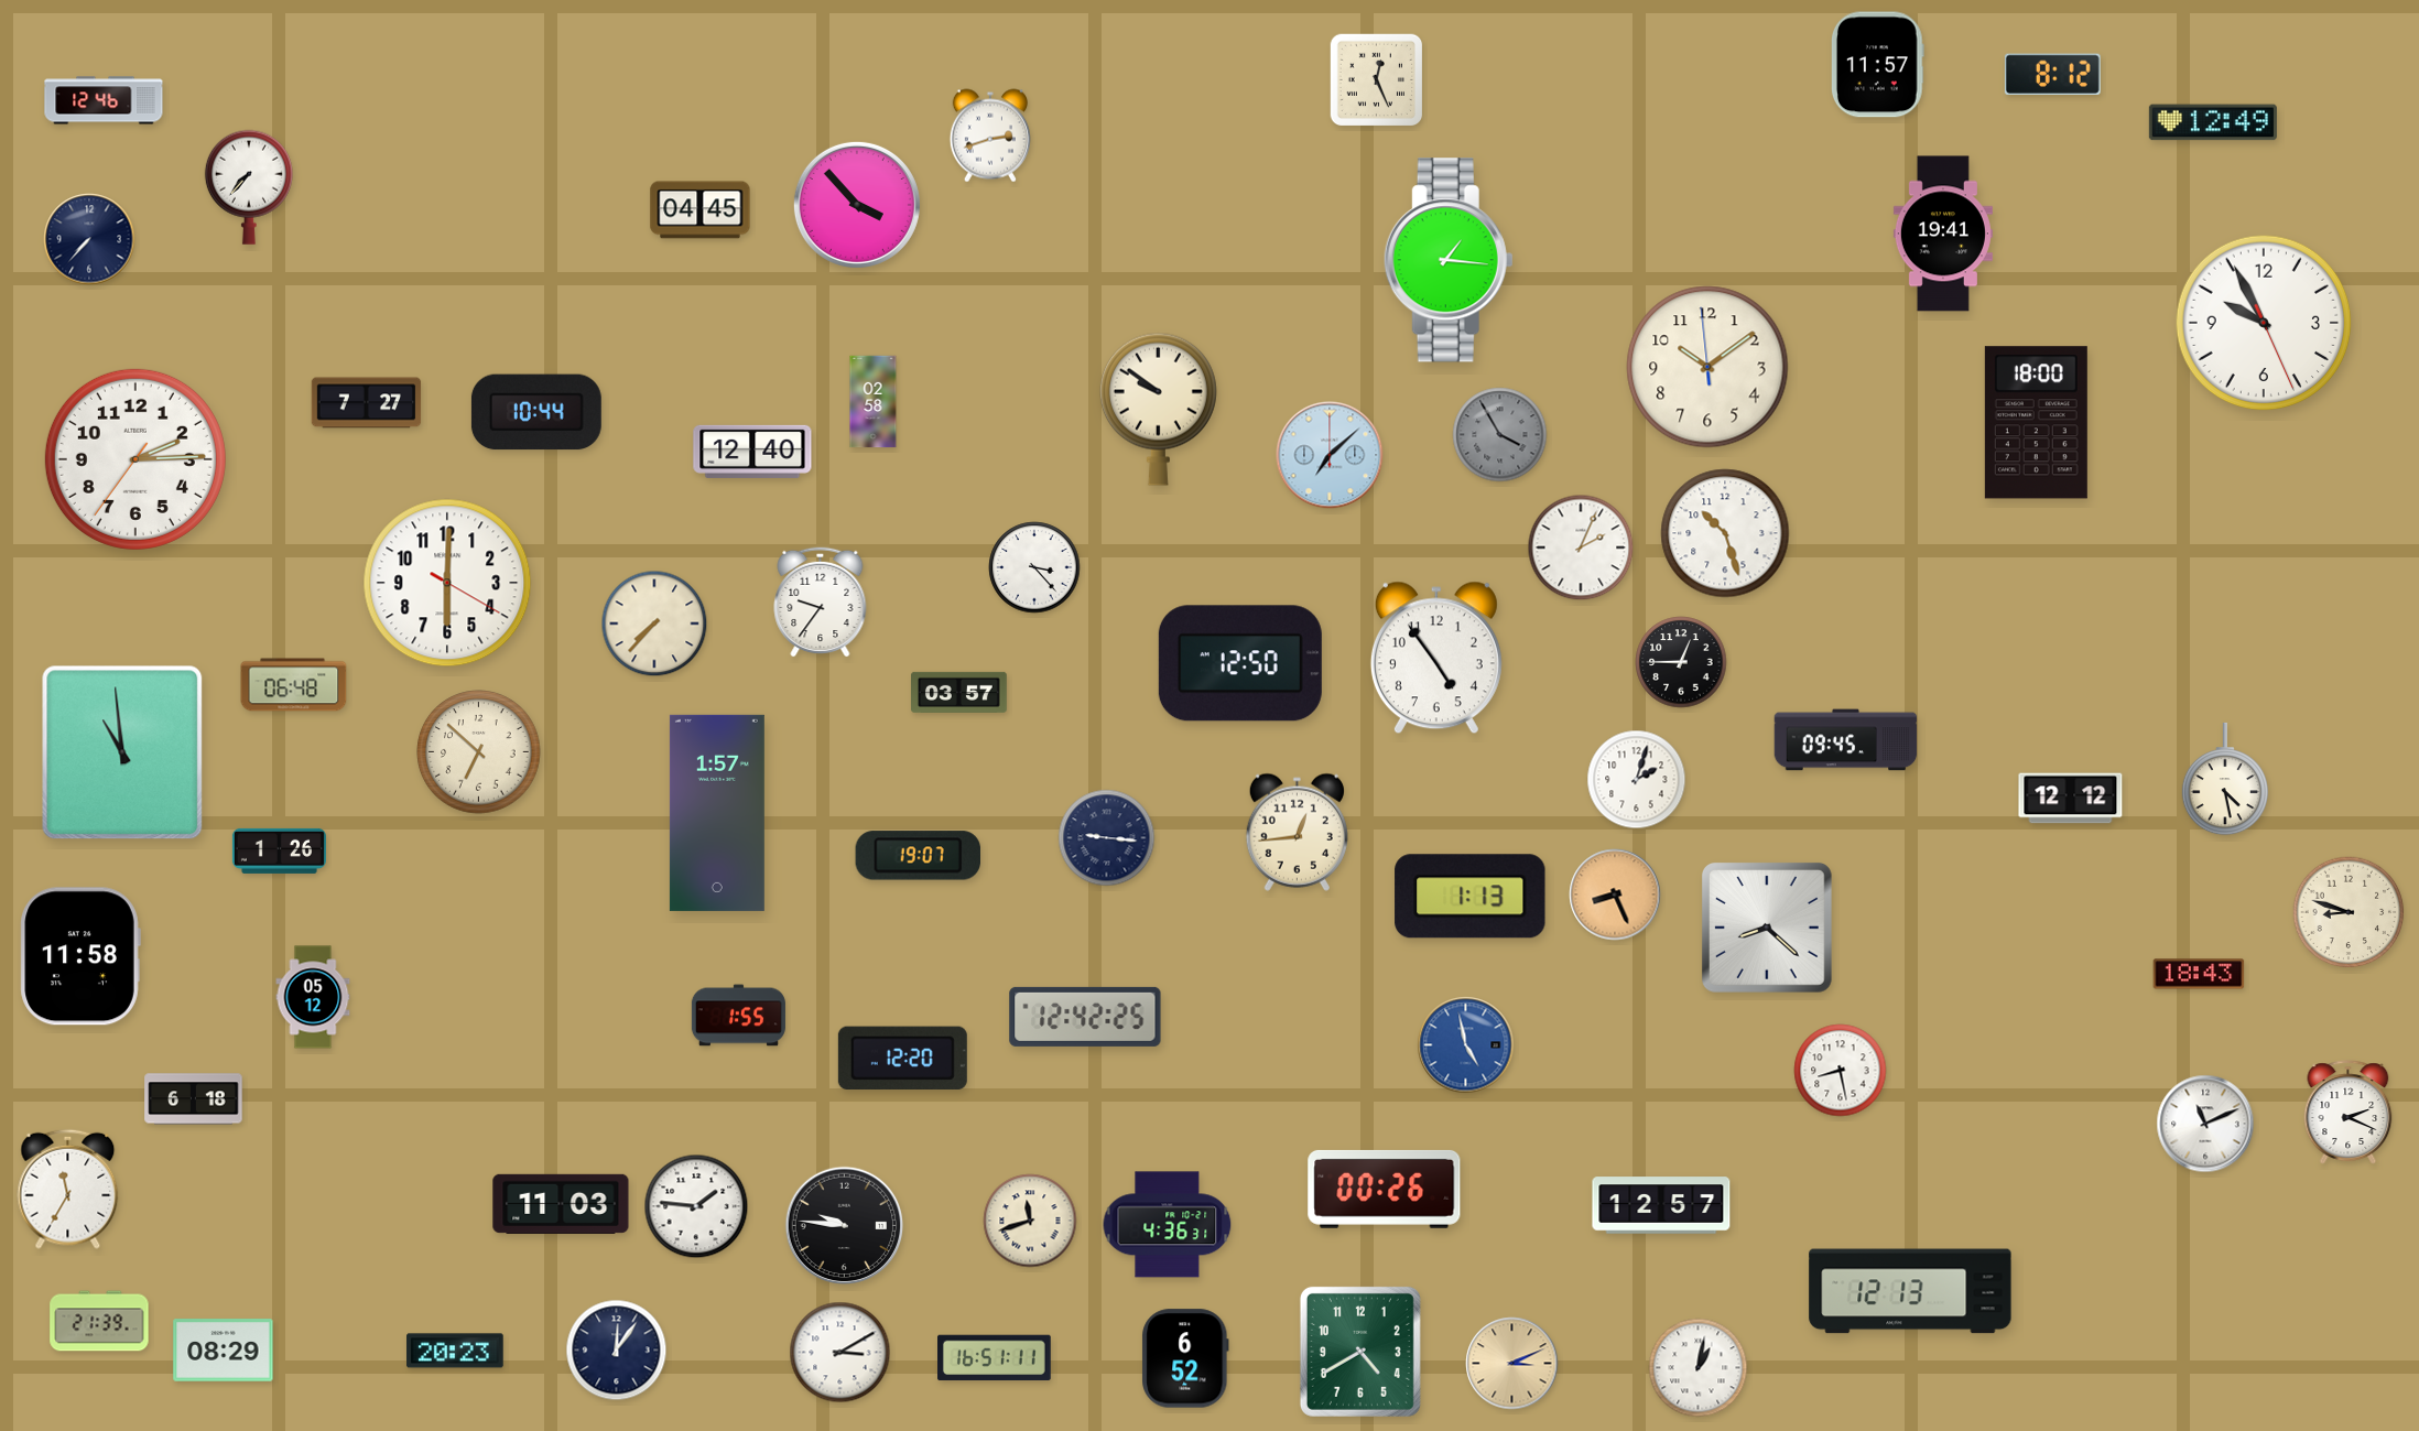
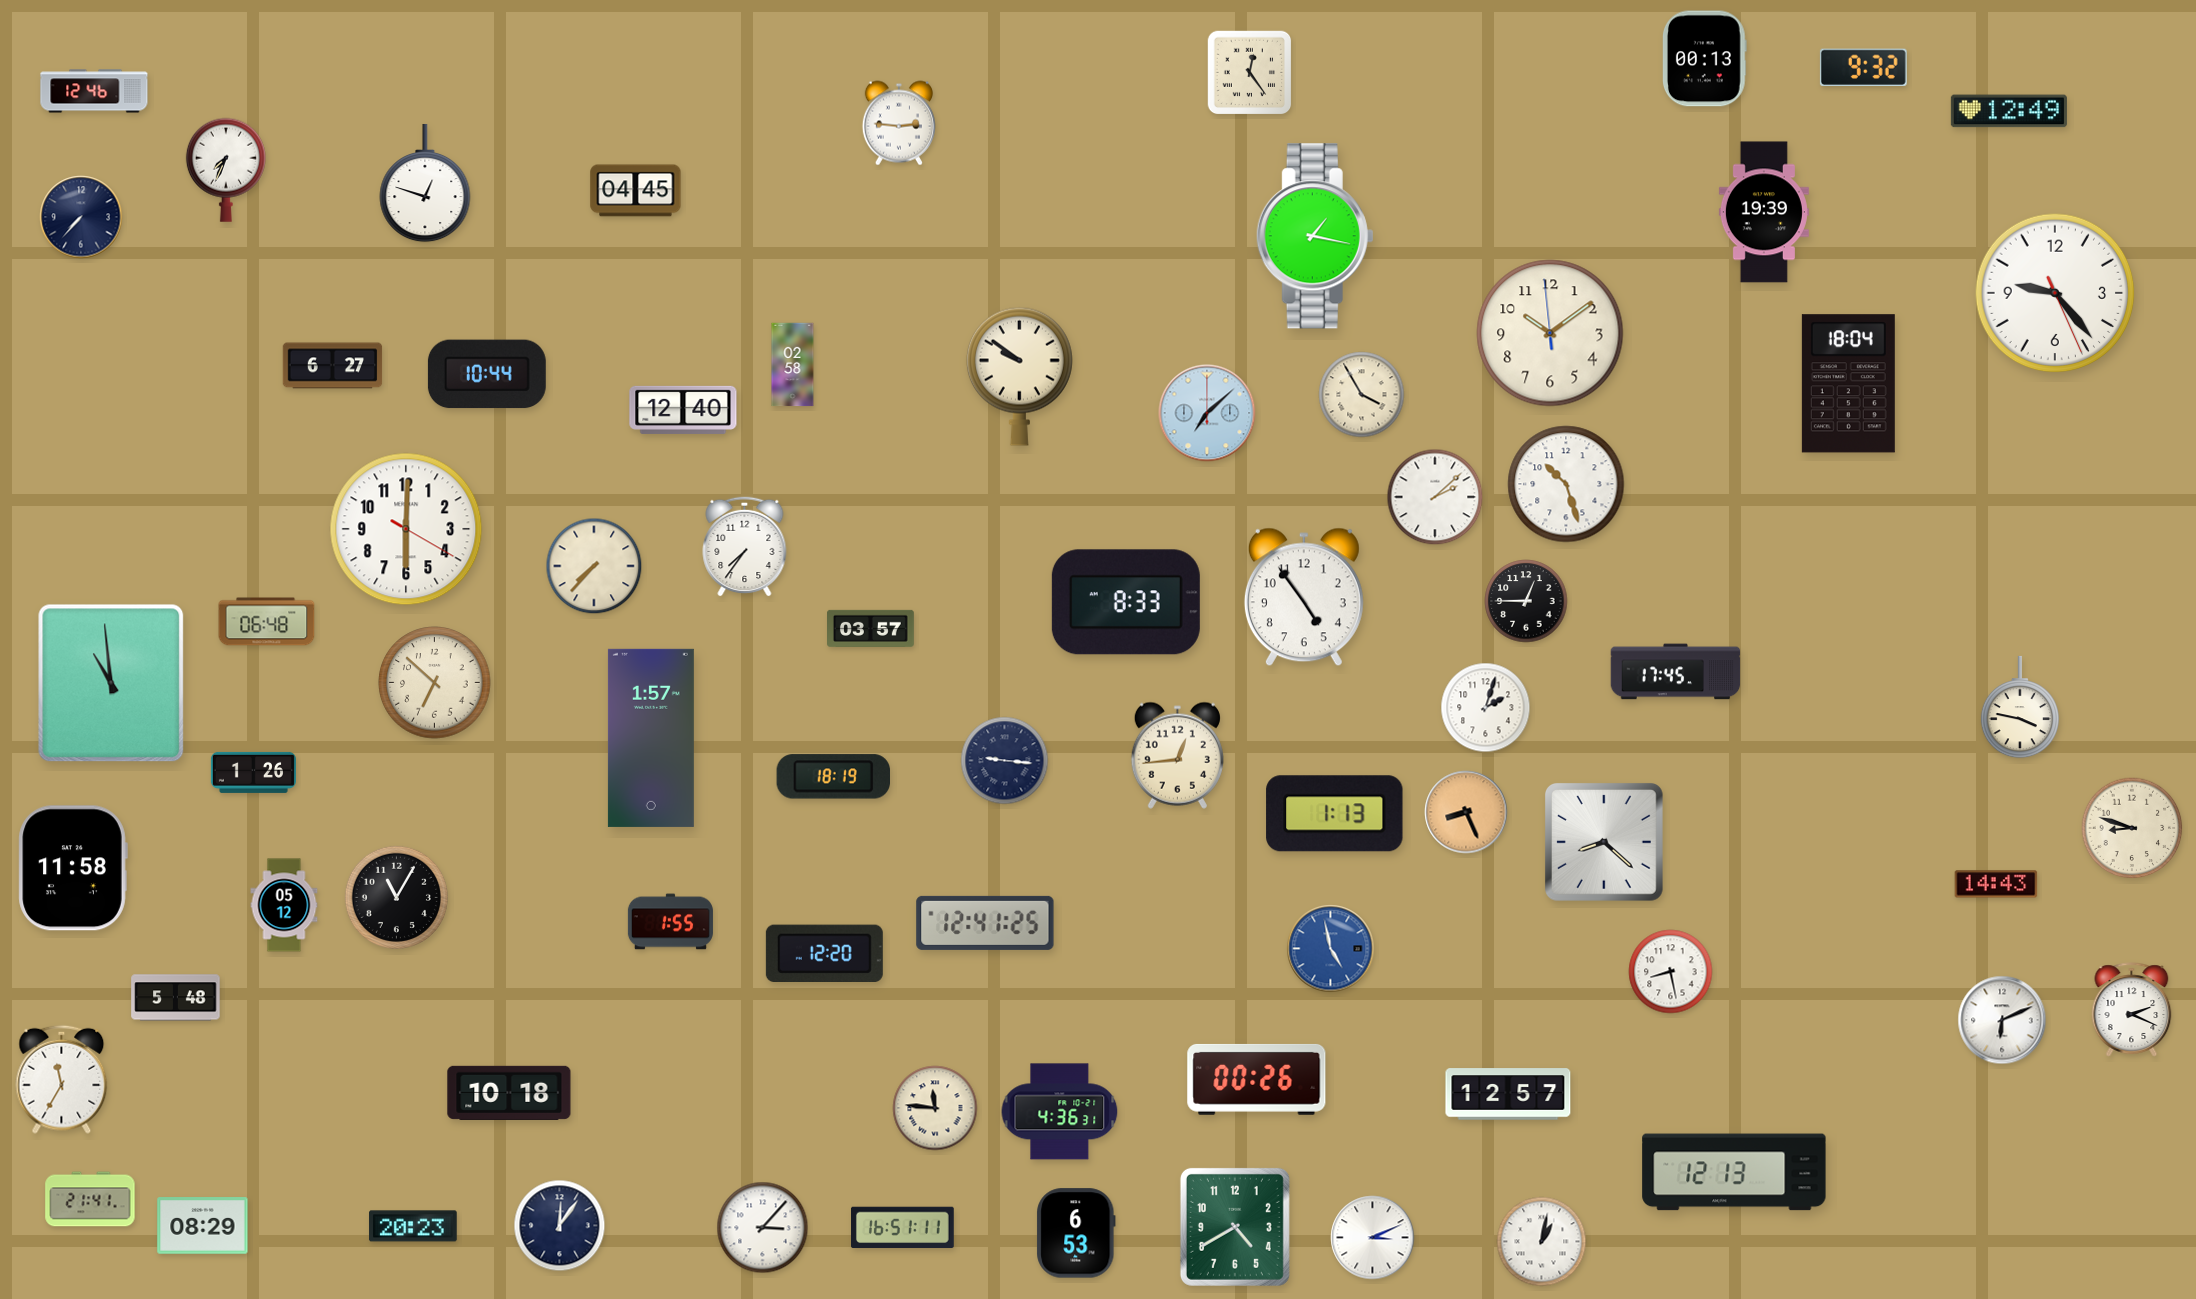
clock at (1877, 65): 11:57 -> 00:13
clock at (2052, 74): 8:12 -> 9:32
clock at (1377, 80): 12:26 -> 12:24
clock at (990, 135): 2:42 -> 2:46
clock at (249, 187): 7:37 -> 7:34
clock at (425, 183): none -> 12:48
clock at (857, 205): 3:53 -> none
clock at (1943, 234): 19:41 -> 19:39
clock at (1449, 260): 1:16 -> 1:17
clock at (2264, 323): 9:55 -> 9:23
clock at (367, 403): 7:27 -> 6:27
clock at (1158, 409) position: (1158, 409) -> (1019, 376)
clock at (2036, 423): 18:00 -> 18:04
clock at (1500, 435) dial: grey -> cream
clock at (135, 459): 2:14 -> none
clock at (1581, 548): 2:04 -> 2:08
clock at (1034, 567): 3:23 -> none
clock at (821, 601): 9:36 -> 7:36
clock at (1240, 663): 12:50 -> 8:33
clock at (1846, 740): 09:45 -> 17:45
clock at (2225, 779): 4:28 -> 3:47
clock at (2071, 799): 12:12 -> none
clock at (919, 856): 19:07 -> 18:19
clock at (2199, 974): 18:43 -> 14:43
clock at (396, 897): none -> 11:05
clock at (1085, 1017): 12:42 -> 12:41
clock at (902, 1059) position: (902, 1059) -> (824, 954)
clock at (194, 1099): 6:18 -> 5:48
clock at (2205, 1124): 11:11 -> 6:11
clock at (561, 1204): 11:03 -> 10:18
clock at (696, 1206): 1:46 -> none
clock at (1030, 1221): 11:42 -> 11:46
clock at (845, 1226): 9:46 -> none
clock at (99, 1321): 21:39 -> 21:41
clock at (840, 1353): 3:10 -> 3:07
clock at (995, 1358) position: (995, 1358) -> (903, 1228)
clock at (1185, 1358): 6:52 -> 6:53
clock at (1512, 1364) dial: champagne -> white
